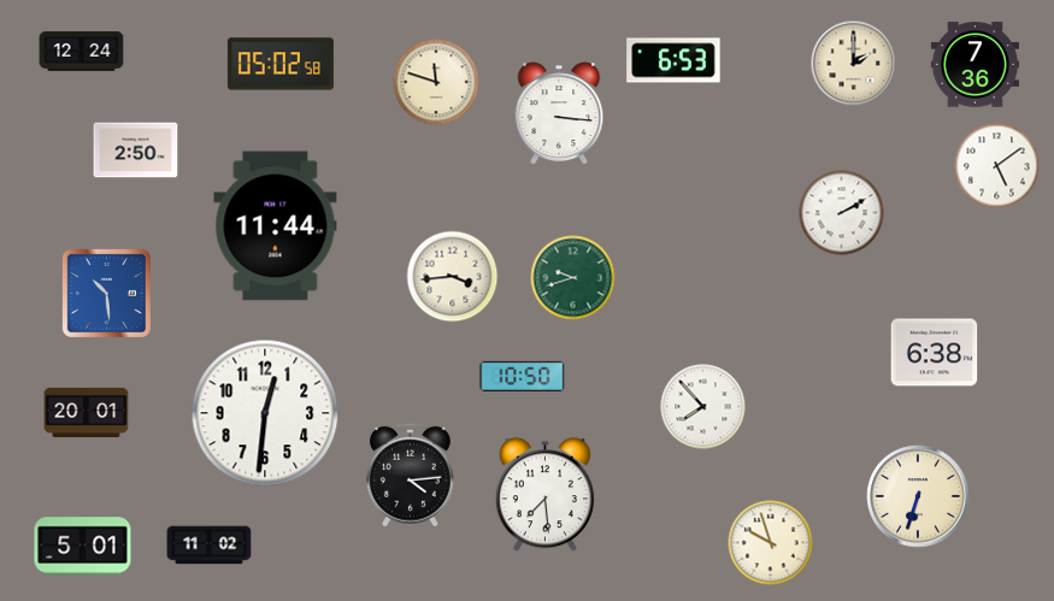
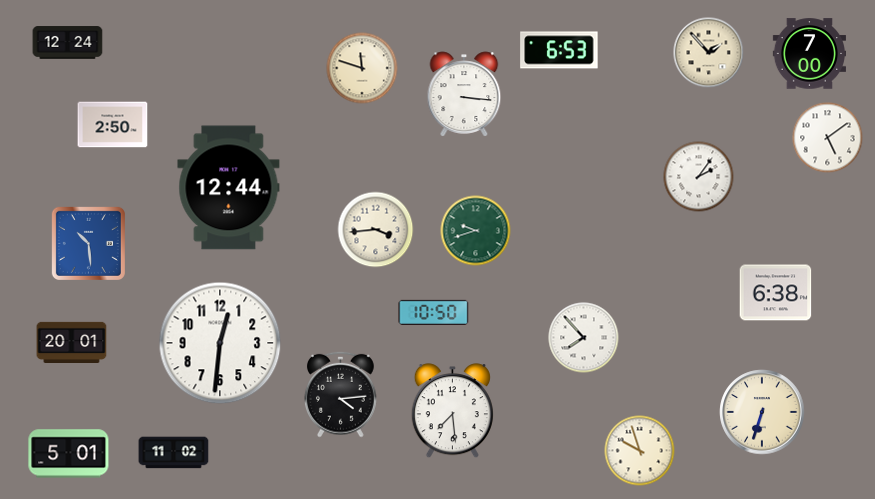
clock at (281, 64): 05:02 -> none
clock at (854, 64): 2:00 -> 1:53
clock at (974, 65): 7:36 -> 7:00
clock at (842, 213): 2:10 -> 2:06
clock at (276, 226): 11:44 -> 12:44
